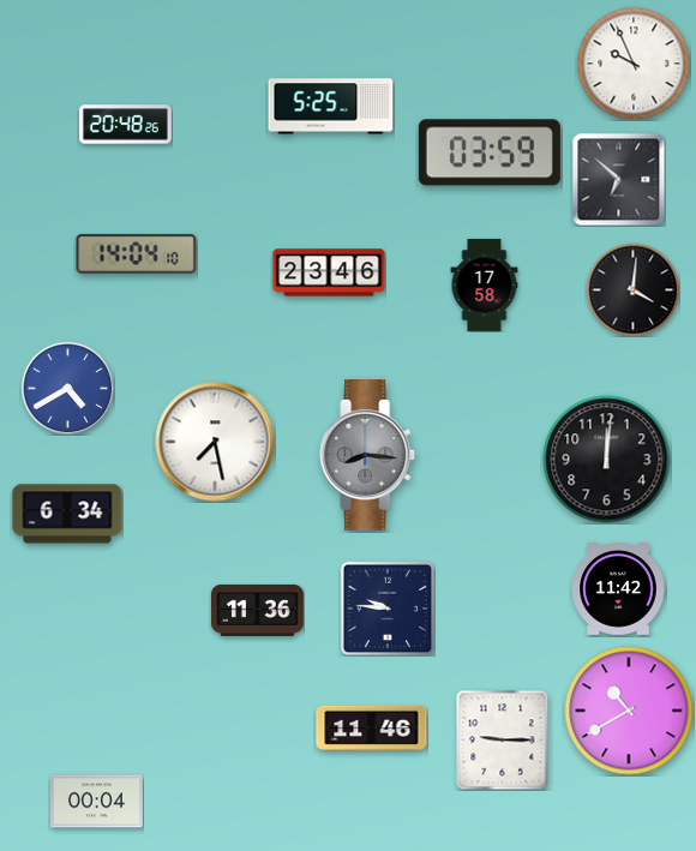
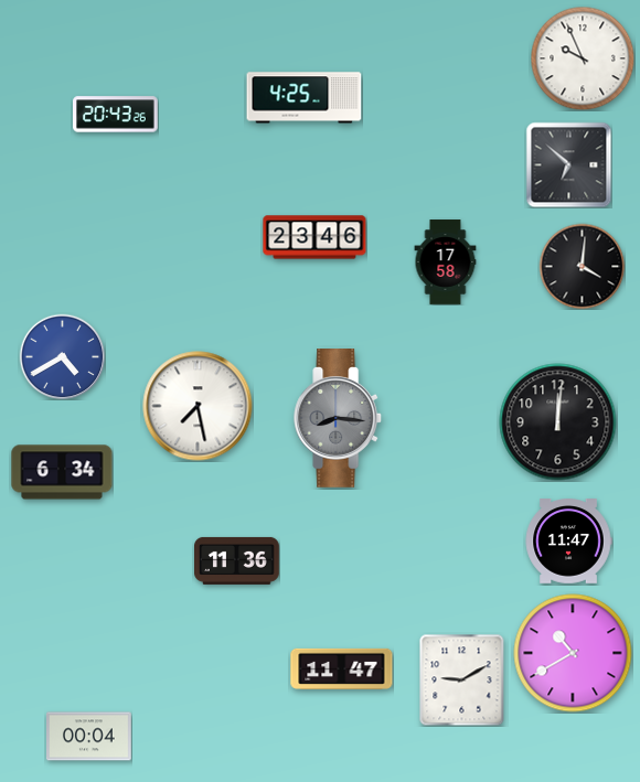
clock at (331, 107): 5:25 -> 4:25
clock at (126, 125): 20:48 -> 20:43
clock at (490, 152): 03:59 -> none
clock at (137, 253): 14:04 -> none
clock at (329, 272) position: (329, 272) -> (314, 237)
clock at (618, 589): 11:42 -> 11:47
clock at (388, 609): 9:46 -> none
clock at (629, 711) position: (629, 711) -> (573, 653)
clock at (372, 727): 11:46 -> 11:47
clock at (503, 739): 9:15 -> 9:10
